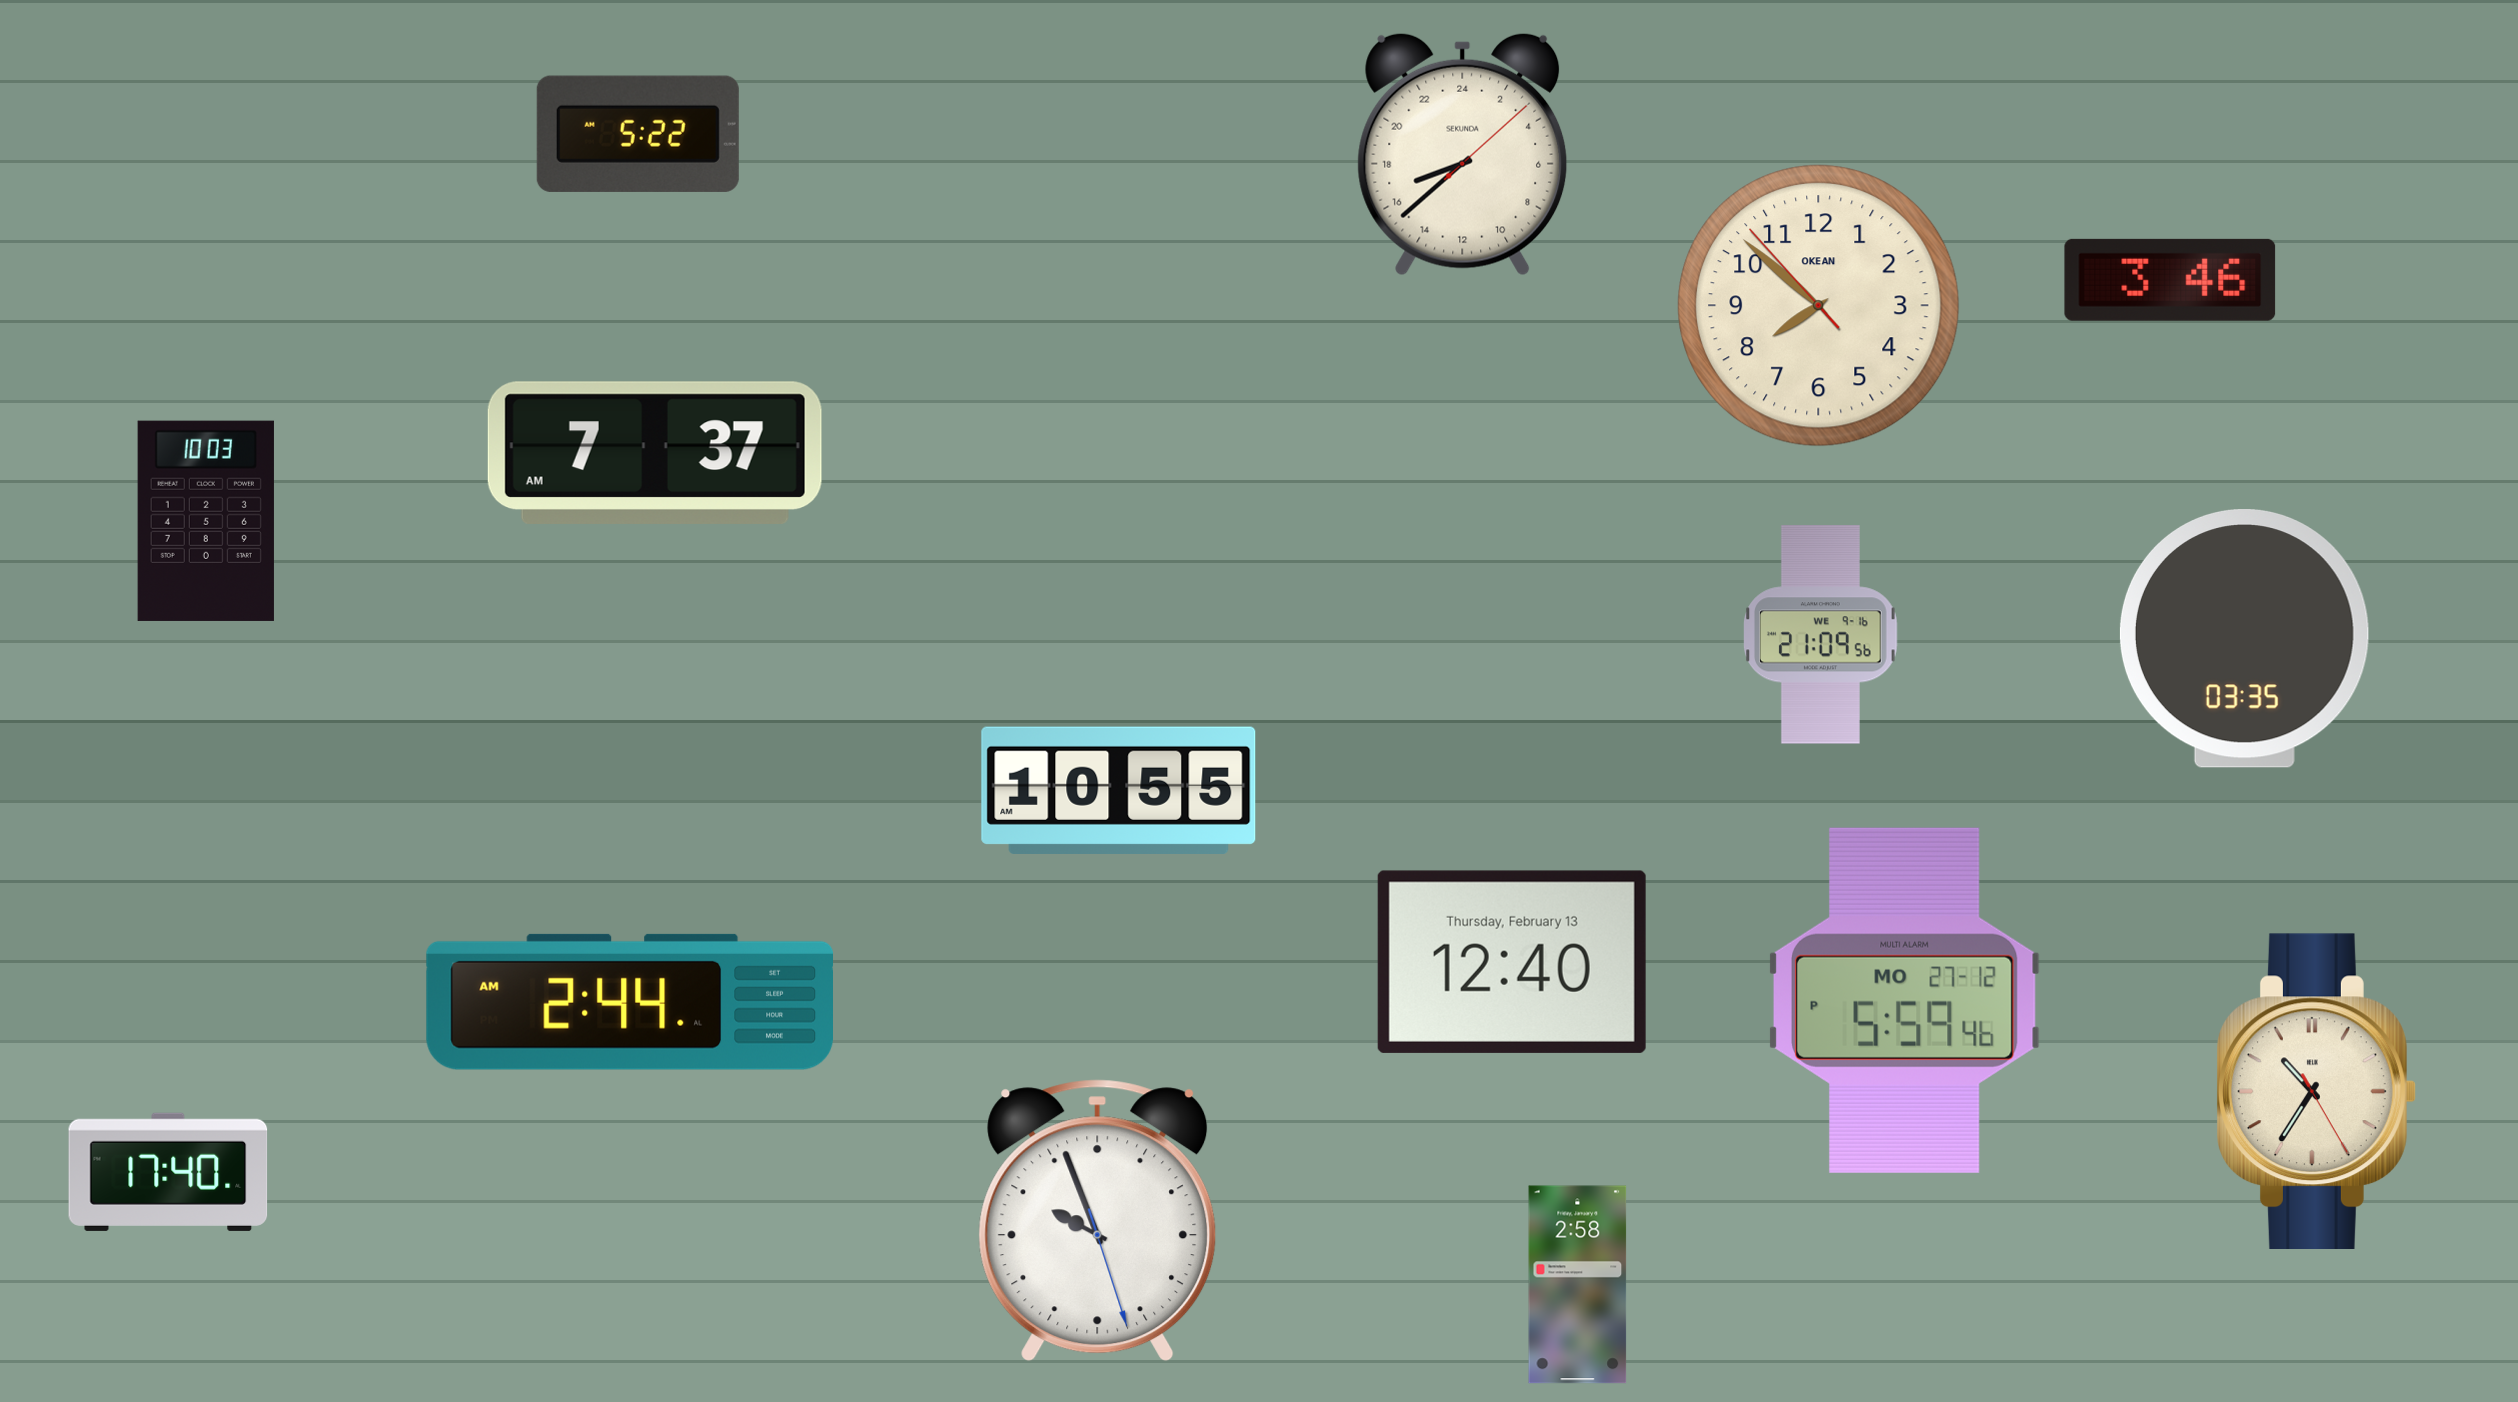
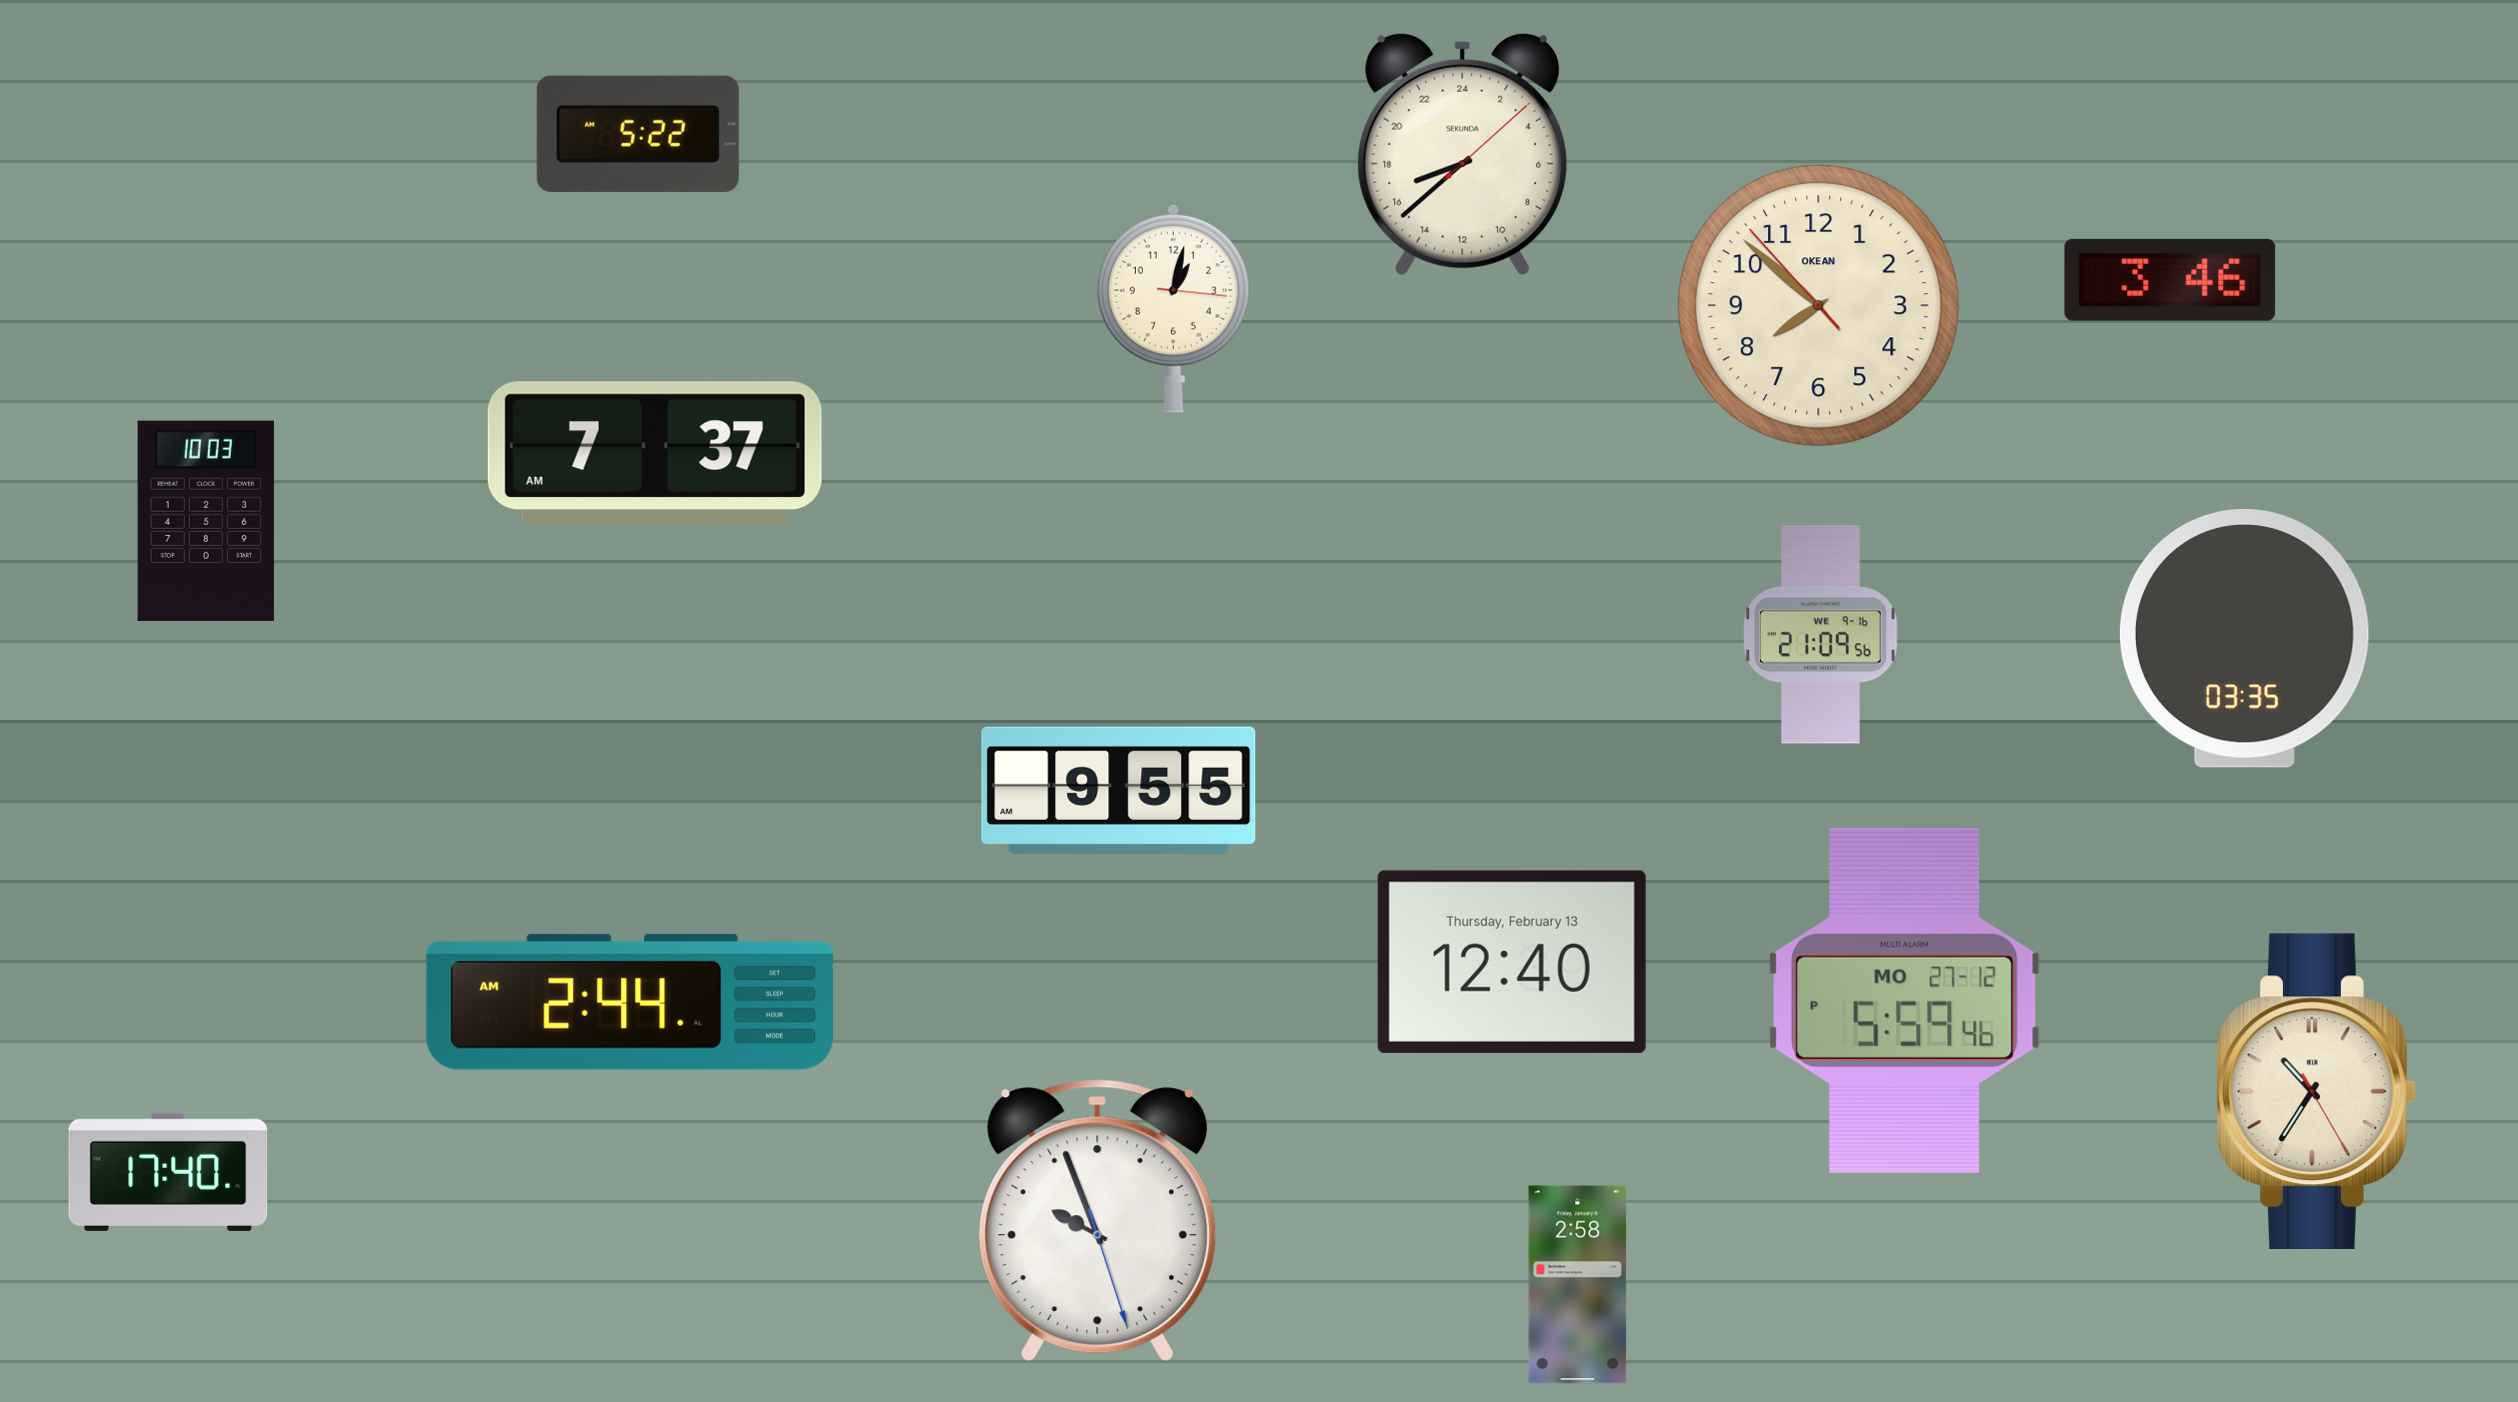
clock at (1173, 308): none -> 1:02
clock at (1119, 790): 10:55 -> 9:55
